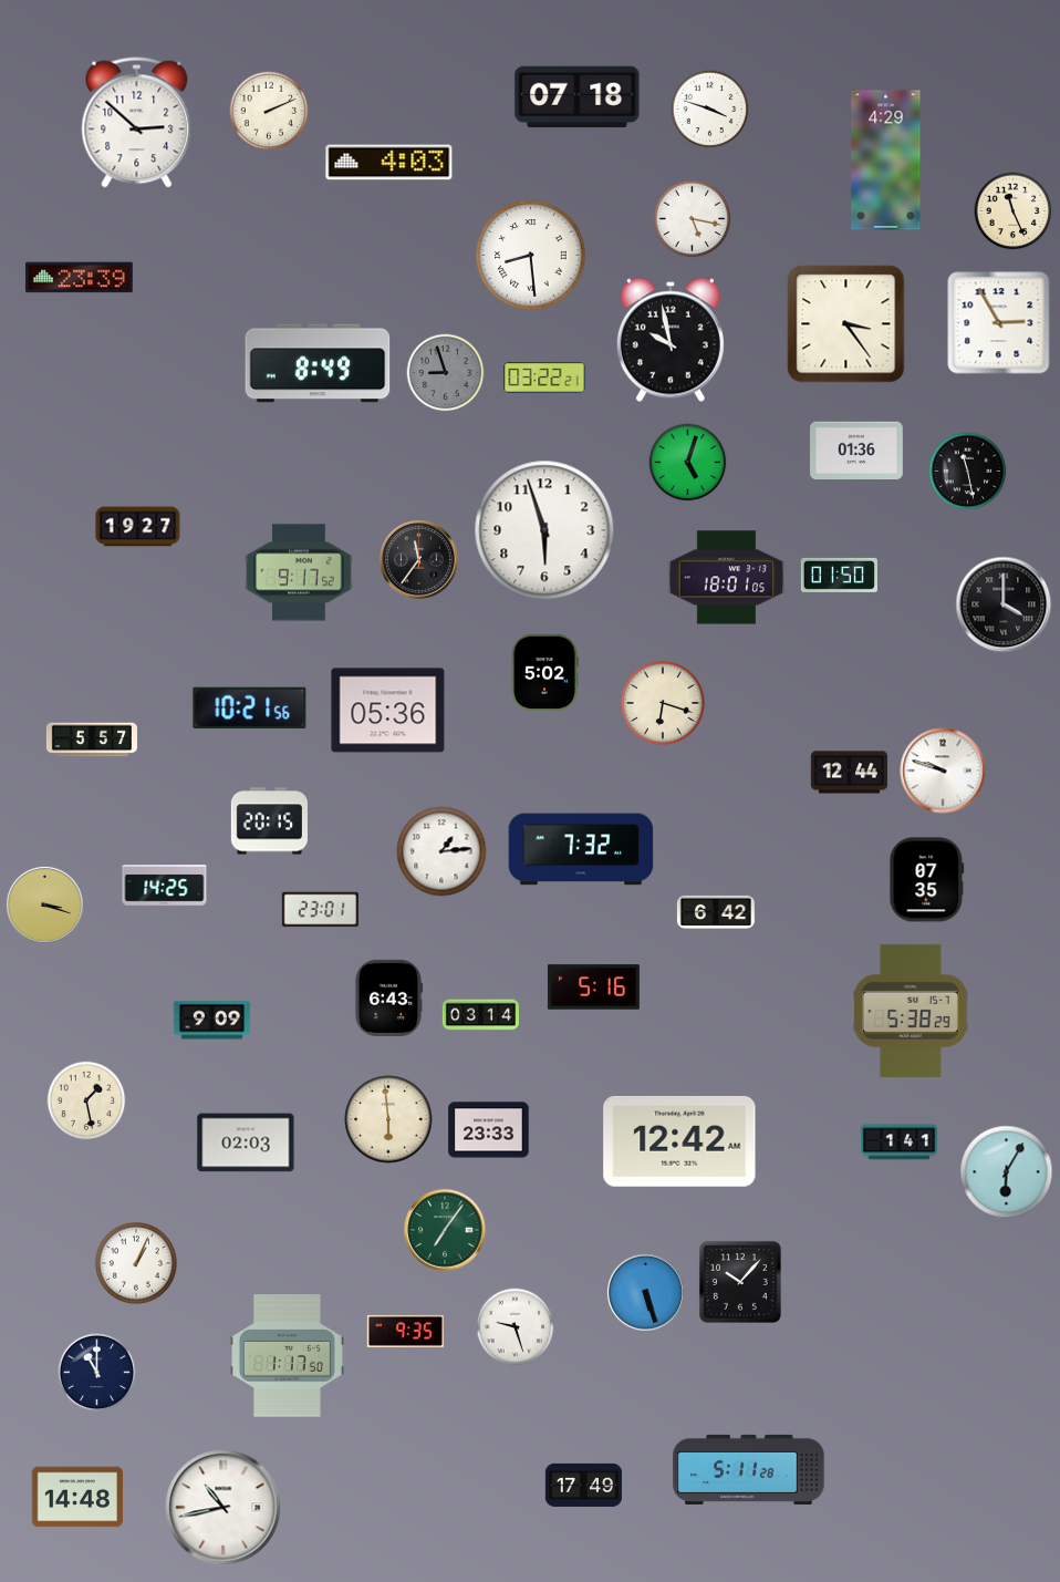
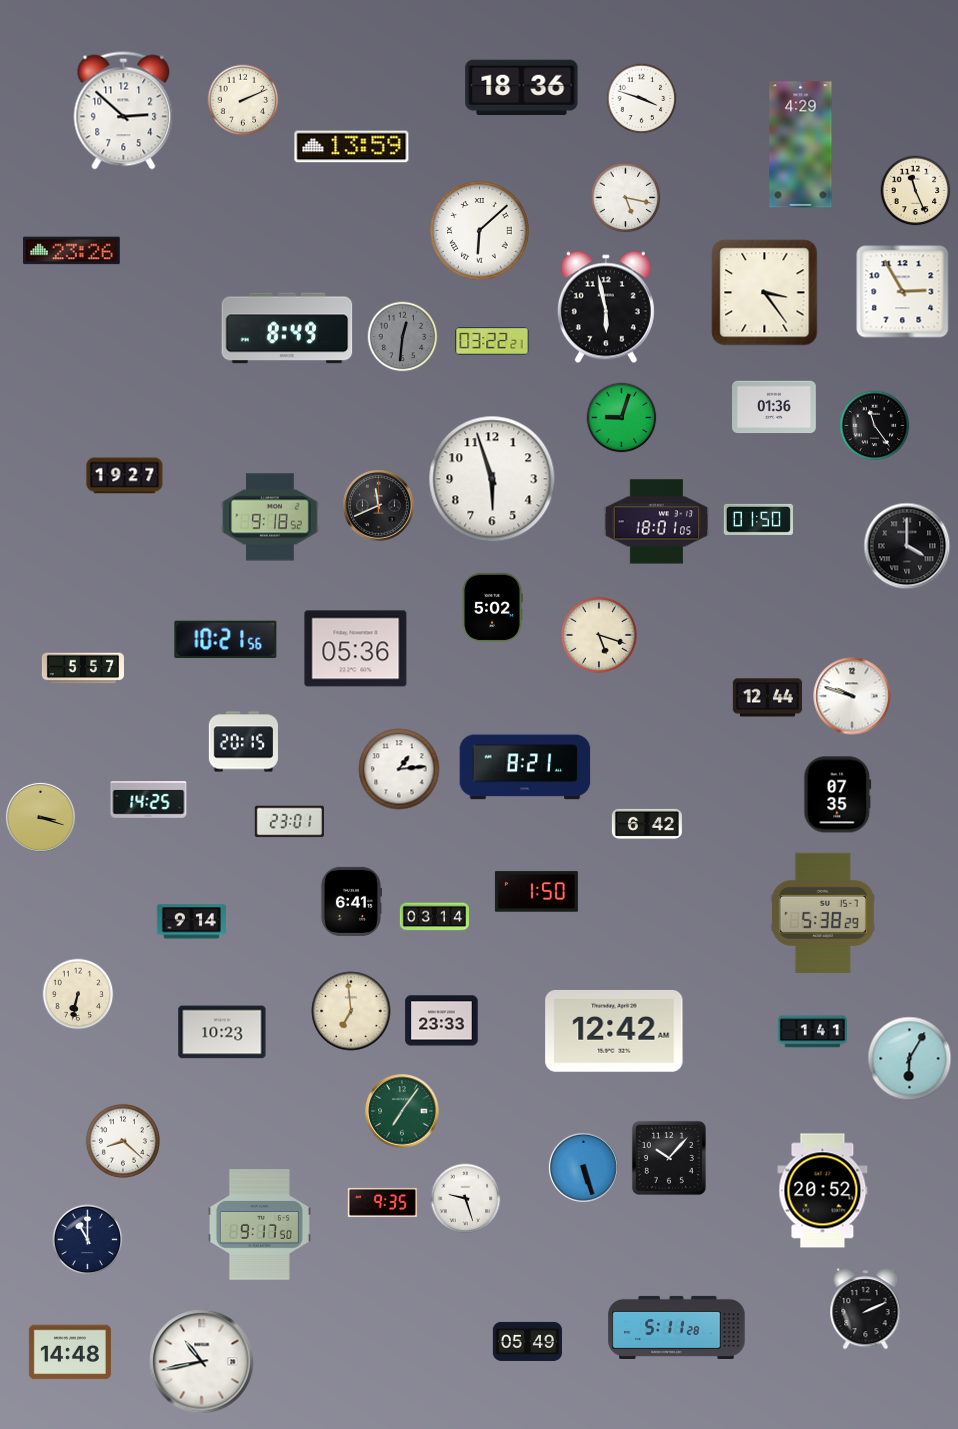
clock at (578, 97): 07:18 -> 18:36
clock at (389, 163): 4:03 -> 13:59
clock at (531, 256): 8:29 -> 6:08
clock at (80, 278): 23:39 -> 23:26
clock at (671, 340): 9:58 -> 5:58
clock at (446, 373): 8:57 -> 12:31
clock at (688, 463): 5:03 -> 9:03
clock at (968, 472): 11:28 -> 11:24
clock at (419, 560): 11:36 -> 11:41
clock at (299, 572): 9:17 -> 9:18
clock at (664, 704): 6:18 -> 5:18
clock at (388, 711) position: (388, 711) -> (356, 649)
clock at (581, 849): 7:32 -> 8:21
clock at (593, 988): 5:16 -> 1:50
clock at (387, 997): 6:43 -> 6:41
clock at (211, 1021): 9:09 -> 9:14
clock at (86, 1100): 1:28 -> 6:32
clock at (388, 1119): 5:59 -> 6:59
clock at (246, 1142): 02:03 -> 10:23
clock at (136, 1263): 1:04 -> 8:22
clock at (823, 1191): none -> 20:52
clock at (405, 1331) position: (405, 1331) -> (382, 1202)
clock at (287, 1356): 1:17 -> 9:17
clock at (866, 1309): none -> 2:11
clock at (583, 1485): 17:49 -> 05:49
